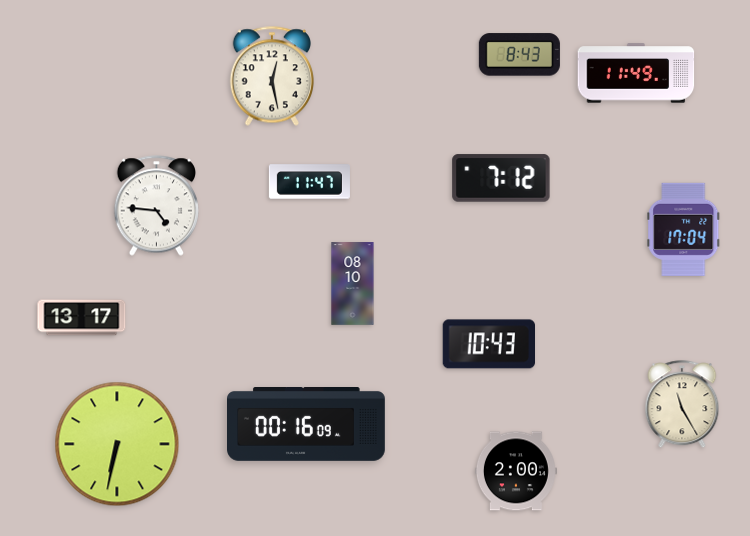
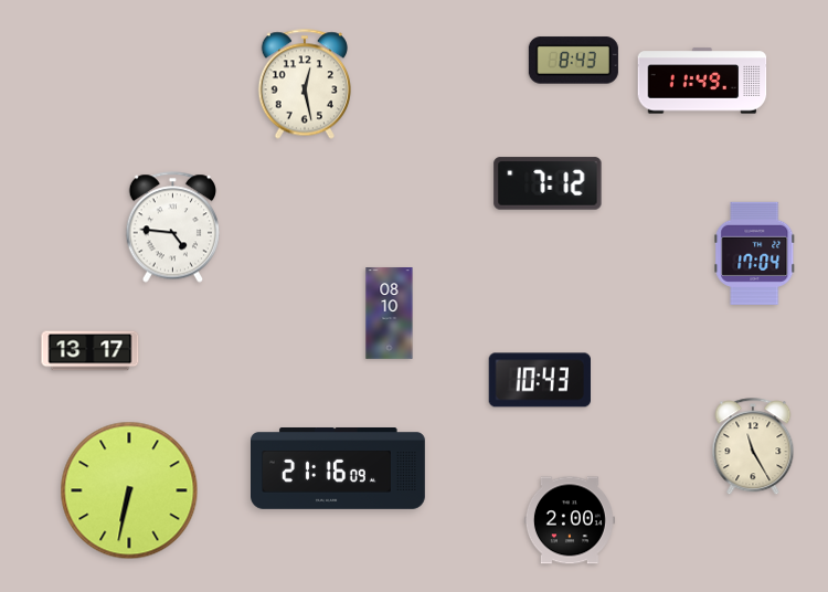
clock at (272, 76) position: (272, 76) -> (305, 84)
clock at (501, 178) position: (501, 178) -> (548, 183)
clock at (309, 182): 11:47 -> none
clock at (307, 425): 00:16 -> 21:16
